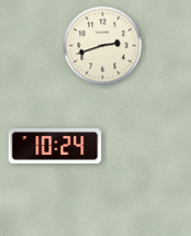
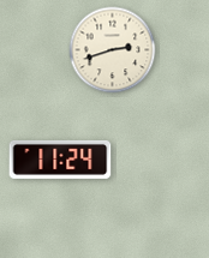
clock at (55, 146): 10:24 -> 11:24
